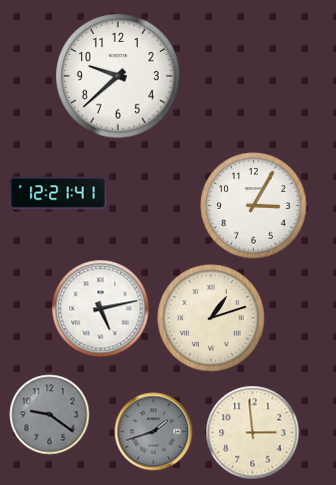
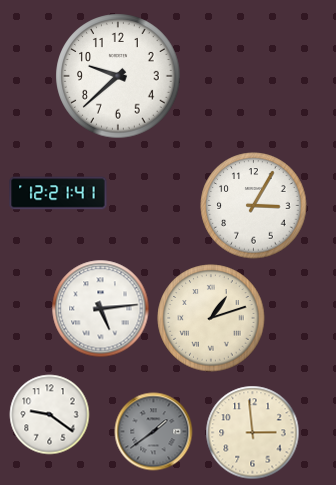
clock at (101, 309): 5:13 -> 5:14
clock at (50, 415) dial: grey -> white
clock at (154, 432): 1:42 -> 1:39
